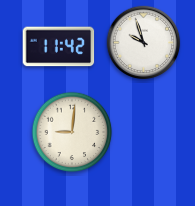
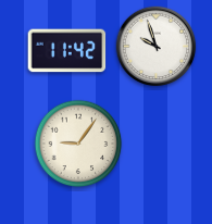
clock at (59, 47) position: (59, 47) -> (67, 51)
clock at (72, 132): 9:01 -> 9:06
